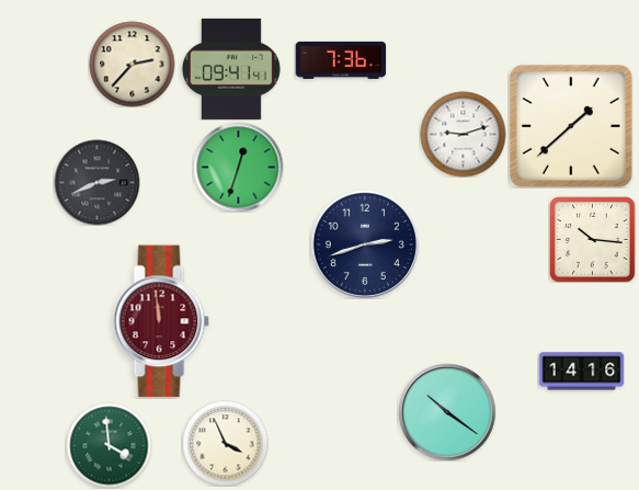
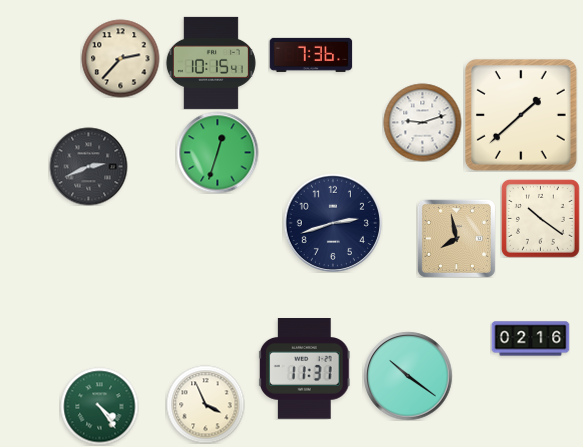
clock at (231, 69): 09:41 -> 10:15
clock at (592, 239): 10:16 -> 10:21
clock at (456, 238): none -> 7:58
clock at (161, 321): 11:59 -> none
clock at (581, 372): 14:16 -> 02:16
clock at (304, 369): none -> 11:31
clock at (109, 445): 3:59 -> 4:24
